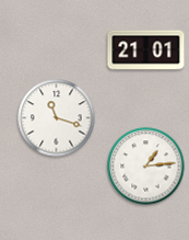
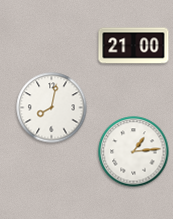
clock at (146, 50): 21:01 -> 21:00
clock at (57, 118): 11:18 -> 8:02
